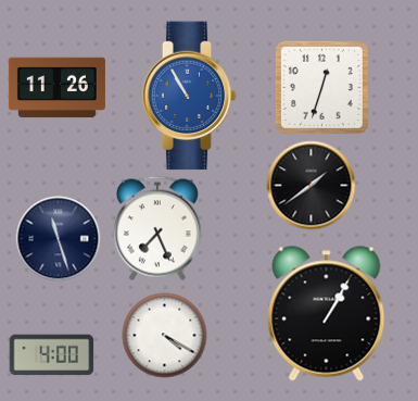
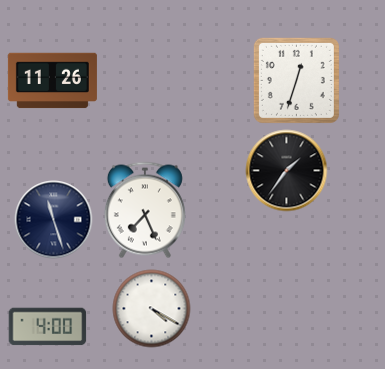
clock at (189, 96): 10:55 -> none
clock at (311, 185): 1:39 -> 1:36
clock at (327, 314): 1:05 -> none
